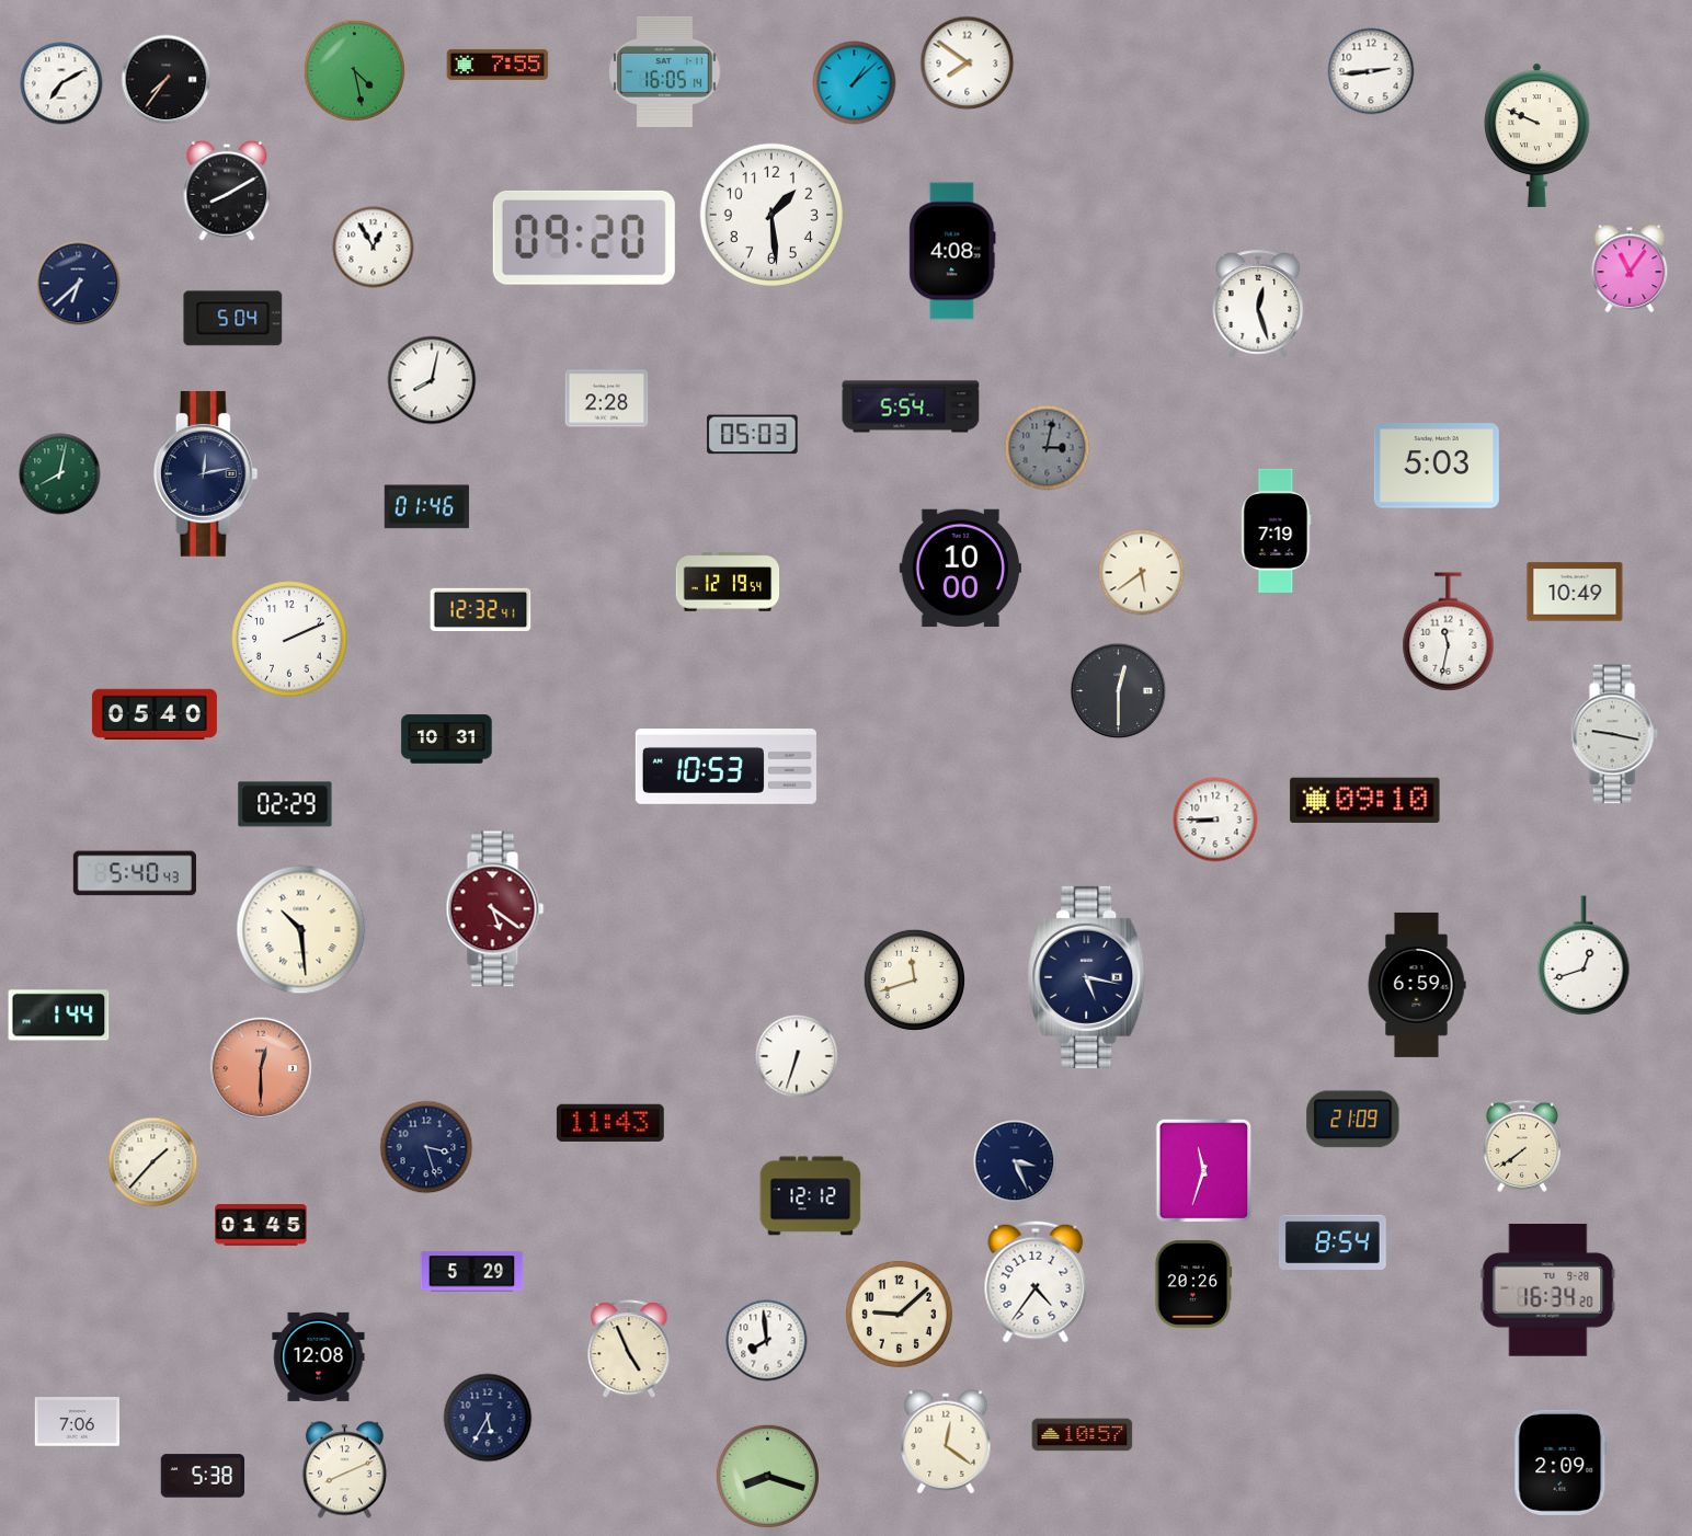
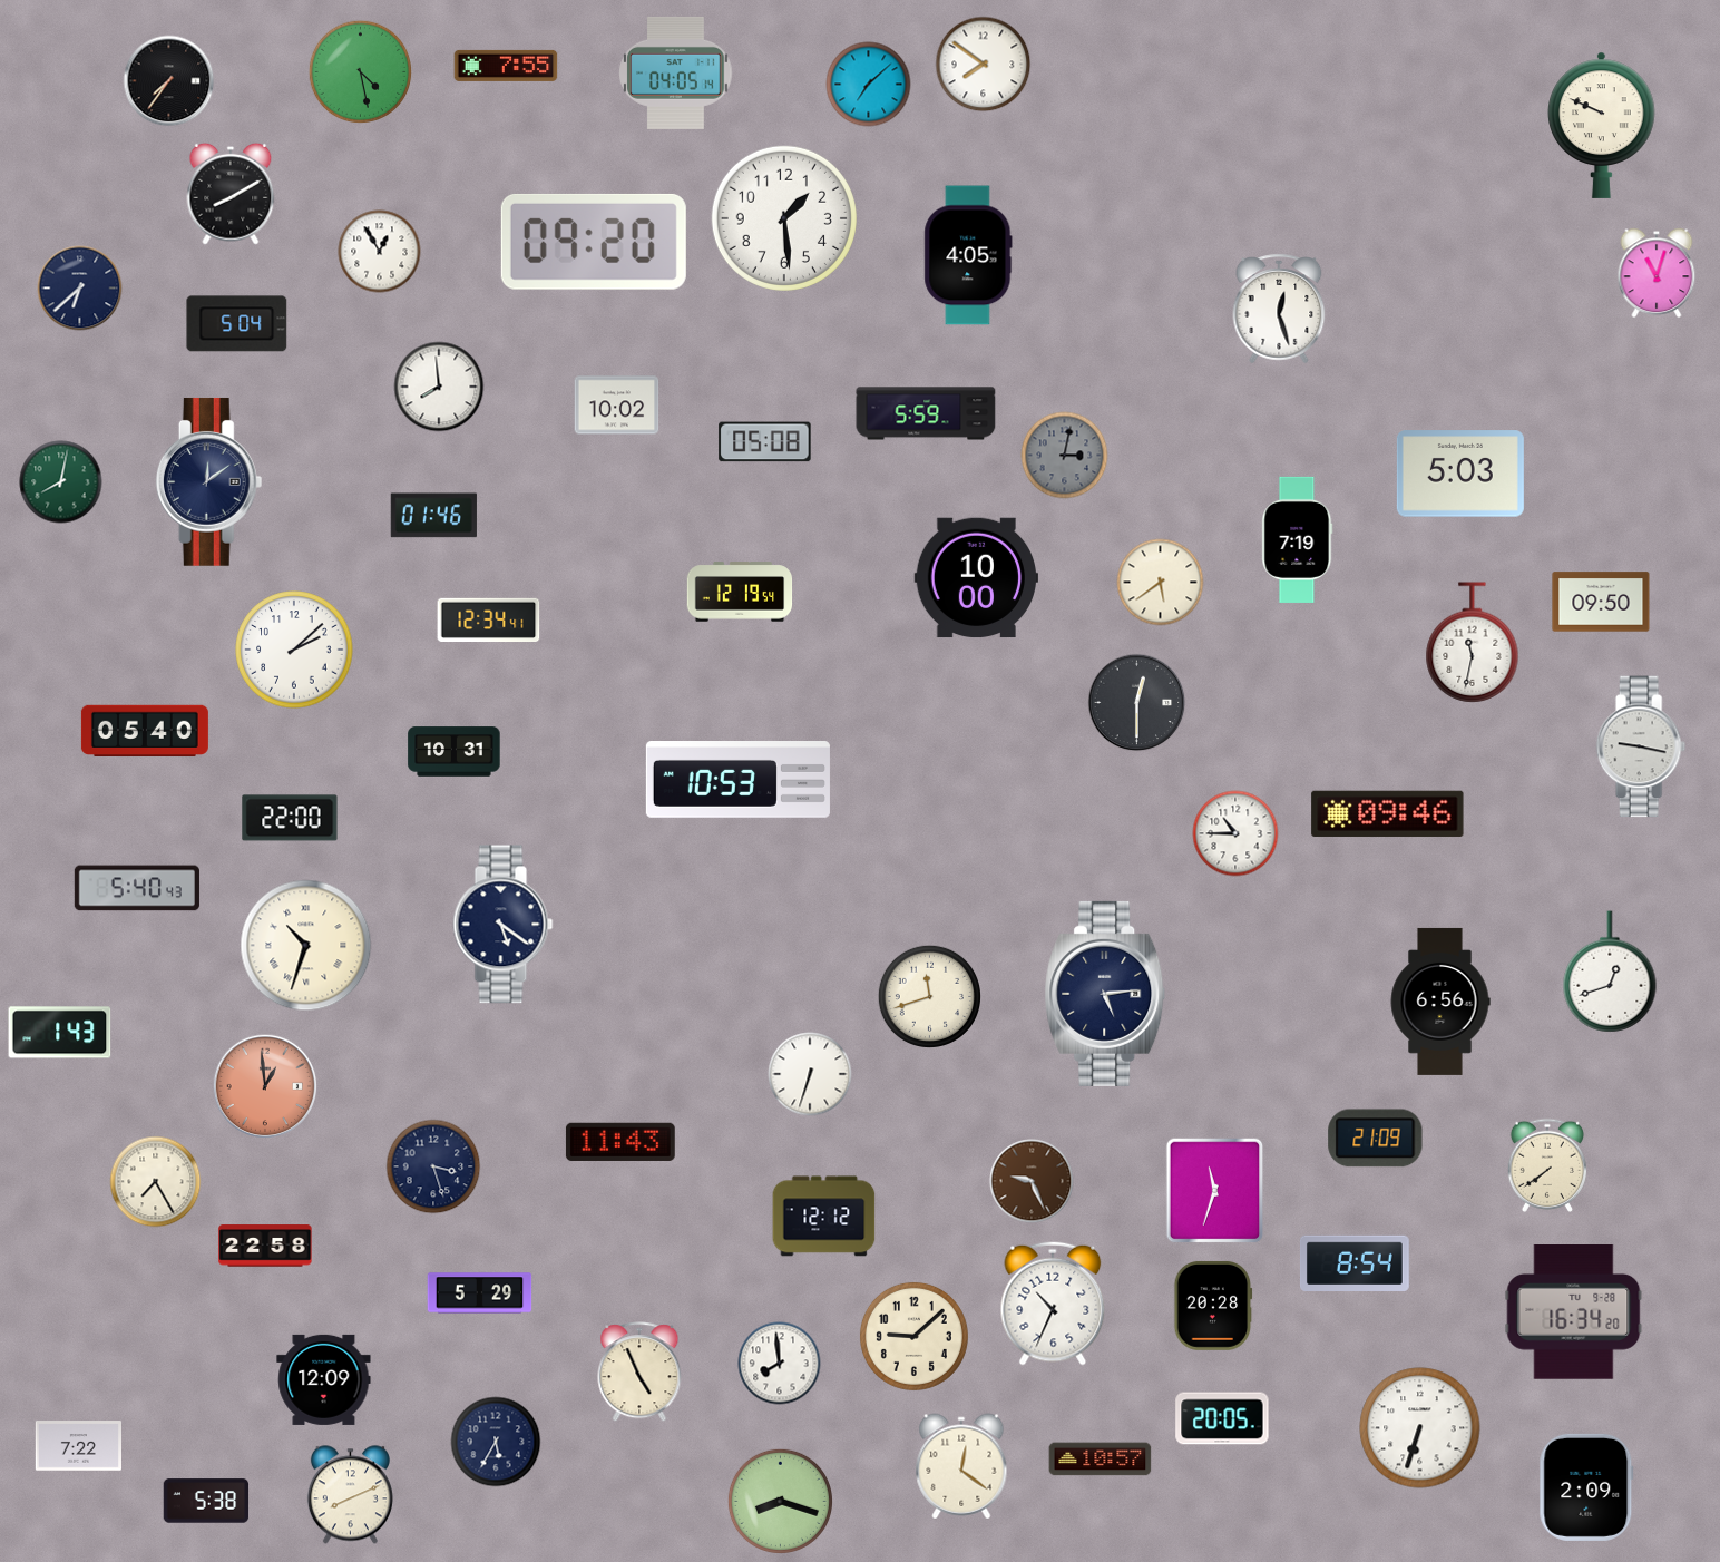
clock at (665, 71): 16:05 -> 04:05
clock at (1371, 71): 2:44 -> none
clock at (61, 83): 7:10 -> none
clock at (855, 83): 1:08 -> 7:08
clock at (1537, 135) position: (1537, 135) -> (1602, 125)
clock at (952, 251): 4:08 -> 4:05
clock at (1630, 268): 11:06 -> 11:03
clock at (432, 380): 8:02 -> 7:59
clock at (607, 399): 2:28 -> 10:02
clock at (911, 406): 5:54 -> 5:59
clock at (753, 435): 05:03 -> 05:08
clock at (206, 473): 12:13 -> 12:09
clock at (1575, 592): 10:49 -> 09:50
clock at (481, 609): 12:32 -> 12:34
clock at (289, 639): 2:11 -> 2:08
clock at (155, 714) position: (155, 714) -> (145, 731)
clock at (1365, 800): 09:10 -> 09:46
clock at (285, 804): 02:29 -> 22:00
clock at (1215, 819): 8:45 -> 10:45
clock at (495, 909) dial: burgundy -> navy
clock at (301, 930): 10:29 -> 10:33
clock at (1087, 977): 5:17 -> 5:14
clock at (1417, 985): 6:59 -> 6:56
clock at (59, 1016): 1:44 -> 1:43
clock at (261, 1068): 12:30 -> 12:59
clock at (1015, 1161): 3:26 -> 9:26
clock at (1015, 1161) dial: navy -> brown
clock at (153, 1162): 1:37 -> 7:25
clock at (1204, 1171) position: (1204, 1171) -> (1215, 1191)
clock at (261, 1225): 01:45 -> 22:58
clock at (1036, 1282): 4:36 -> 10:34
clock at (1193, 1284): 20:26 -> 20:28
clock at (319, 1356): 12:08 -> 12:09
clock at (1222, 1418): none -> 20:05
clock at (1420, 1428): none -> 6:33
clock at (77, 1422): 7:06 -> 7:22
